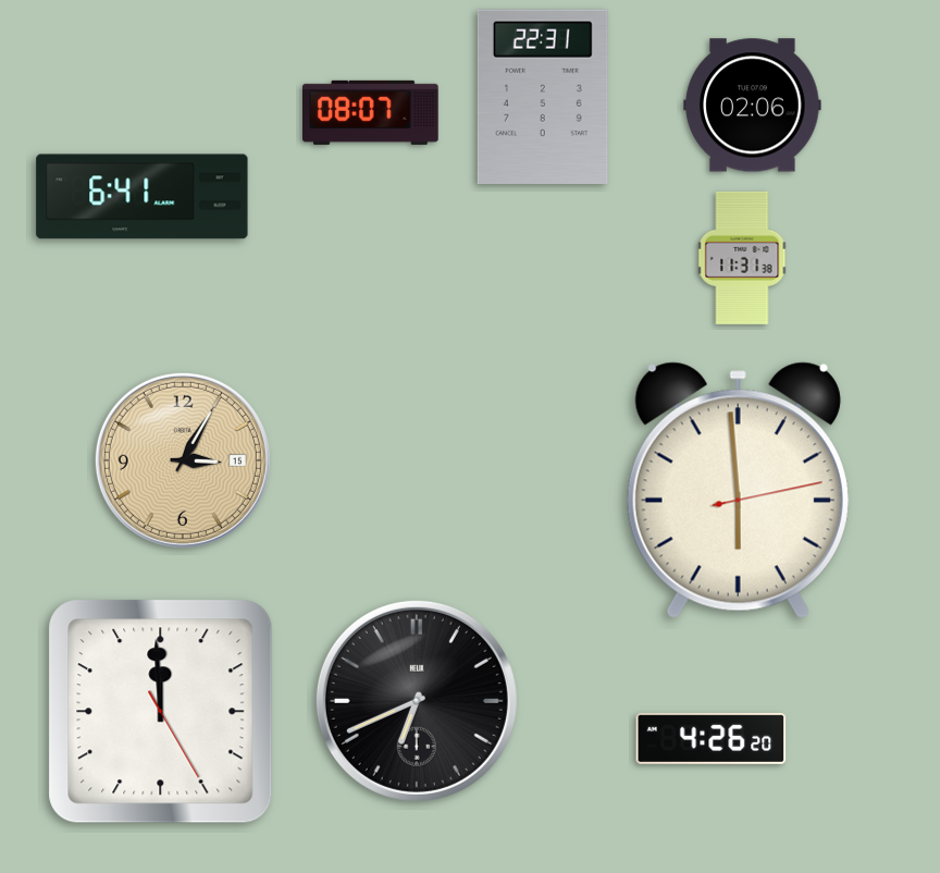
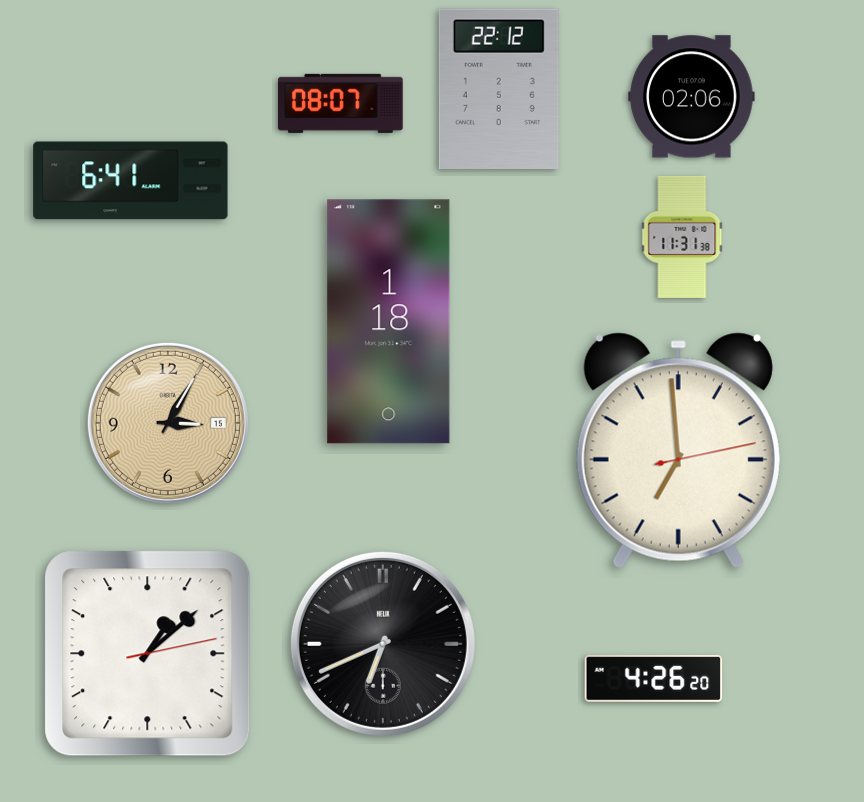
clock at (543, 97): 22:31 -> 22:12
clock at (389, 322): none -> 1:18
clock at (738, 491): 5:59 -> 6:59
clock at (161, 712): 11:59 -> 1:08
